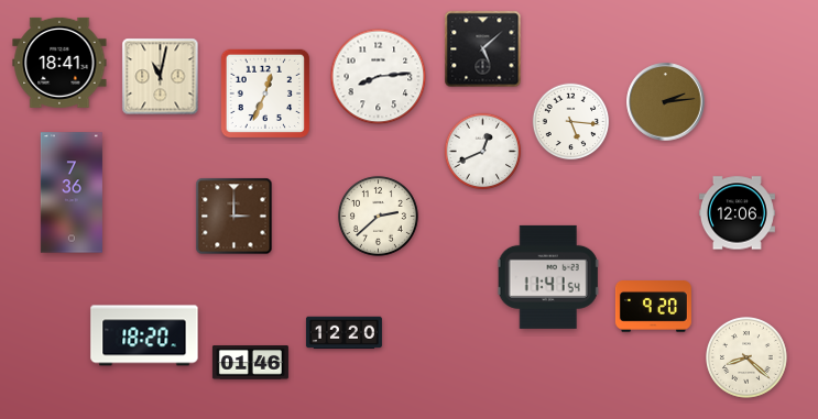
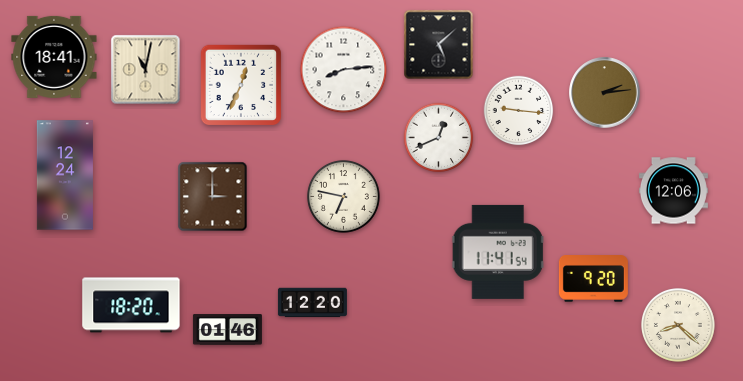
clock at (571, 122): 5:16 -> 9:16
clock at (72, 192): 7:36 -> 12:24
clock at (737, 213) position: (737, 213) -> (673, 191)
clock at (378, 216): 2:38 -> 6:47
